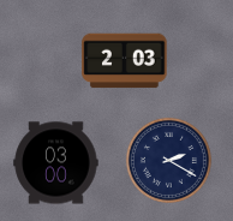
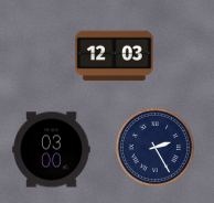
clock at (125, 61): 2:03 -> 12:03
clock at (168, 160): 2:20 -> 2:25
